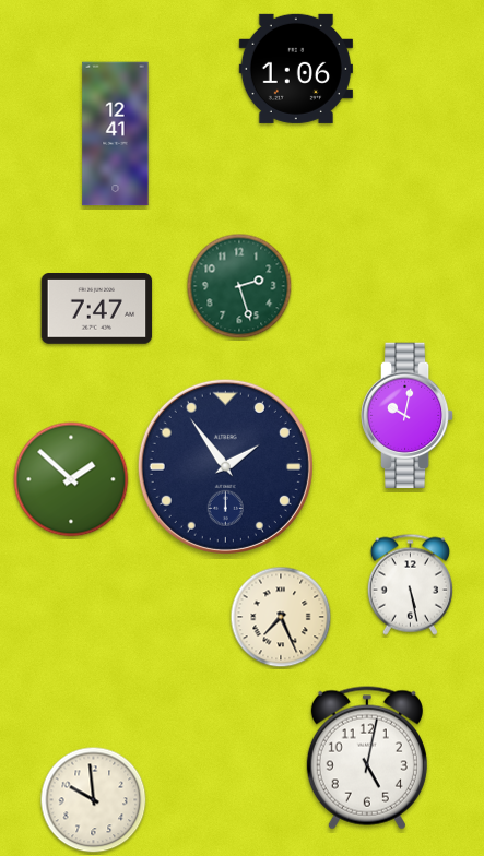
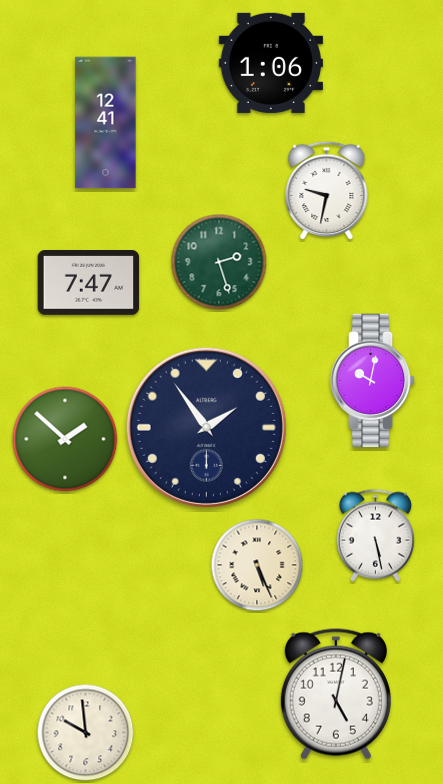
clock at (327, 191): none -> 9:32
clock at (281, 617): 7:26 -> 5:26
